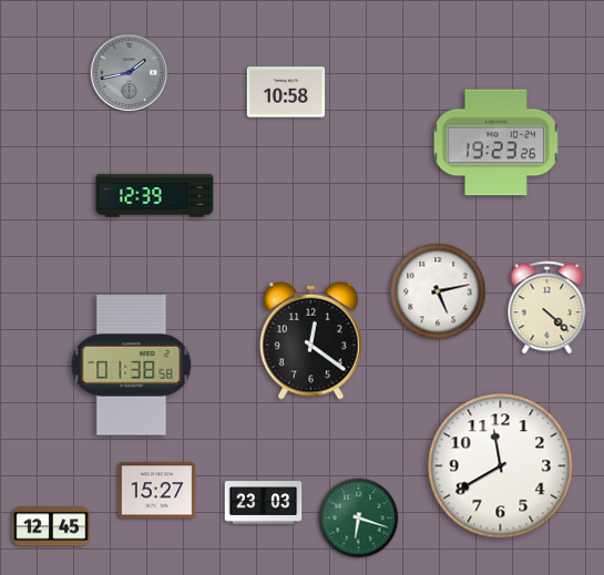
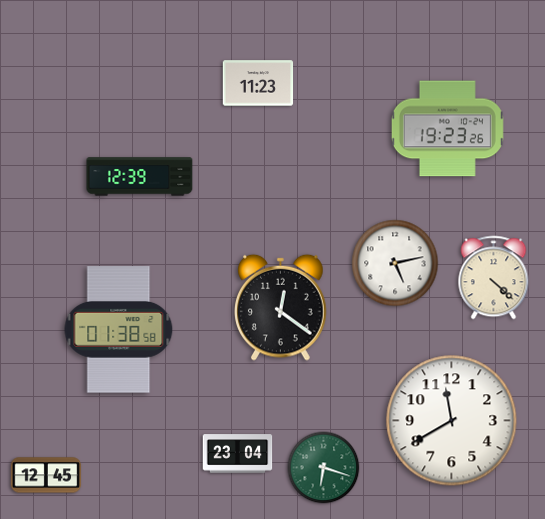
clock at (130, 73): 1:43 -> none
clock at (286, 92): 10:58 -> 11:23
clock at (157, 491): 15:27 -> none
clock at (264, 503): 23:03 -> 23:04
